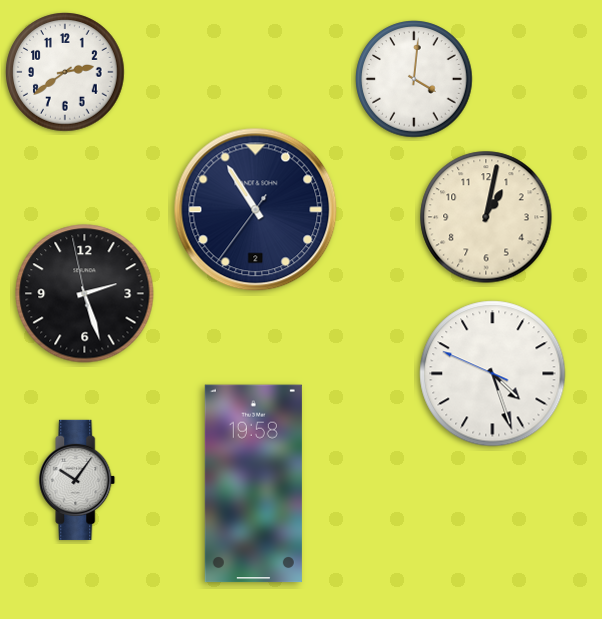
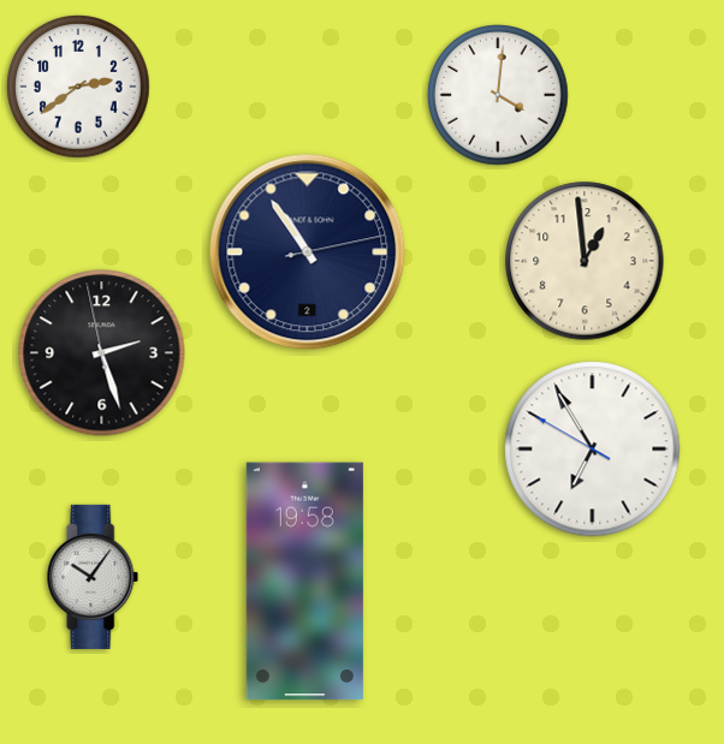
clock at (256, 210): 10:54:36 -> 10:54:13
clock at (486, 217): 1:02 -> 12:59
clock at (493, 374): 4:26 -> 6:54
